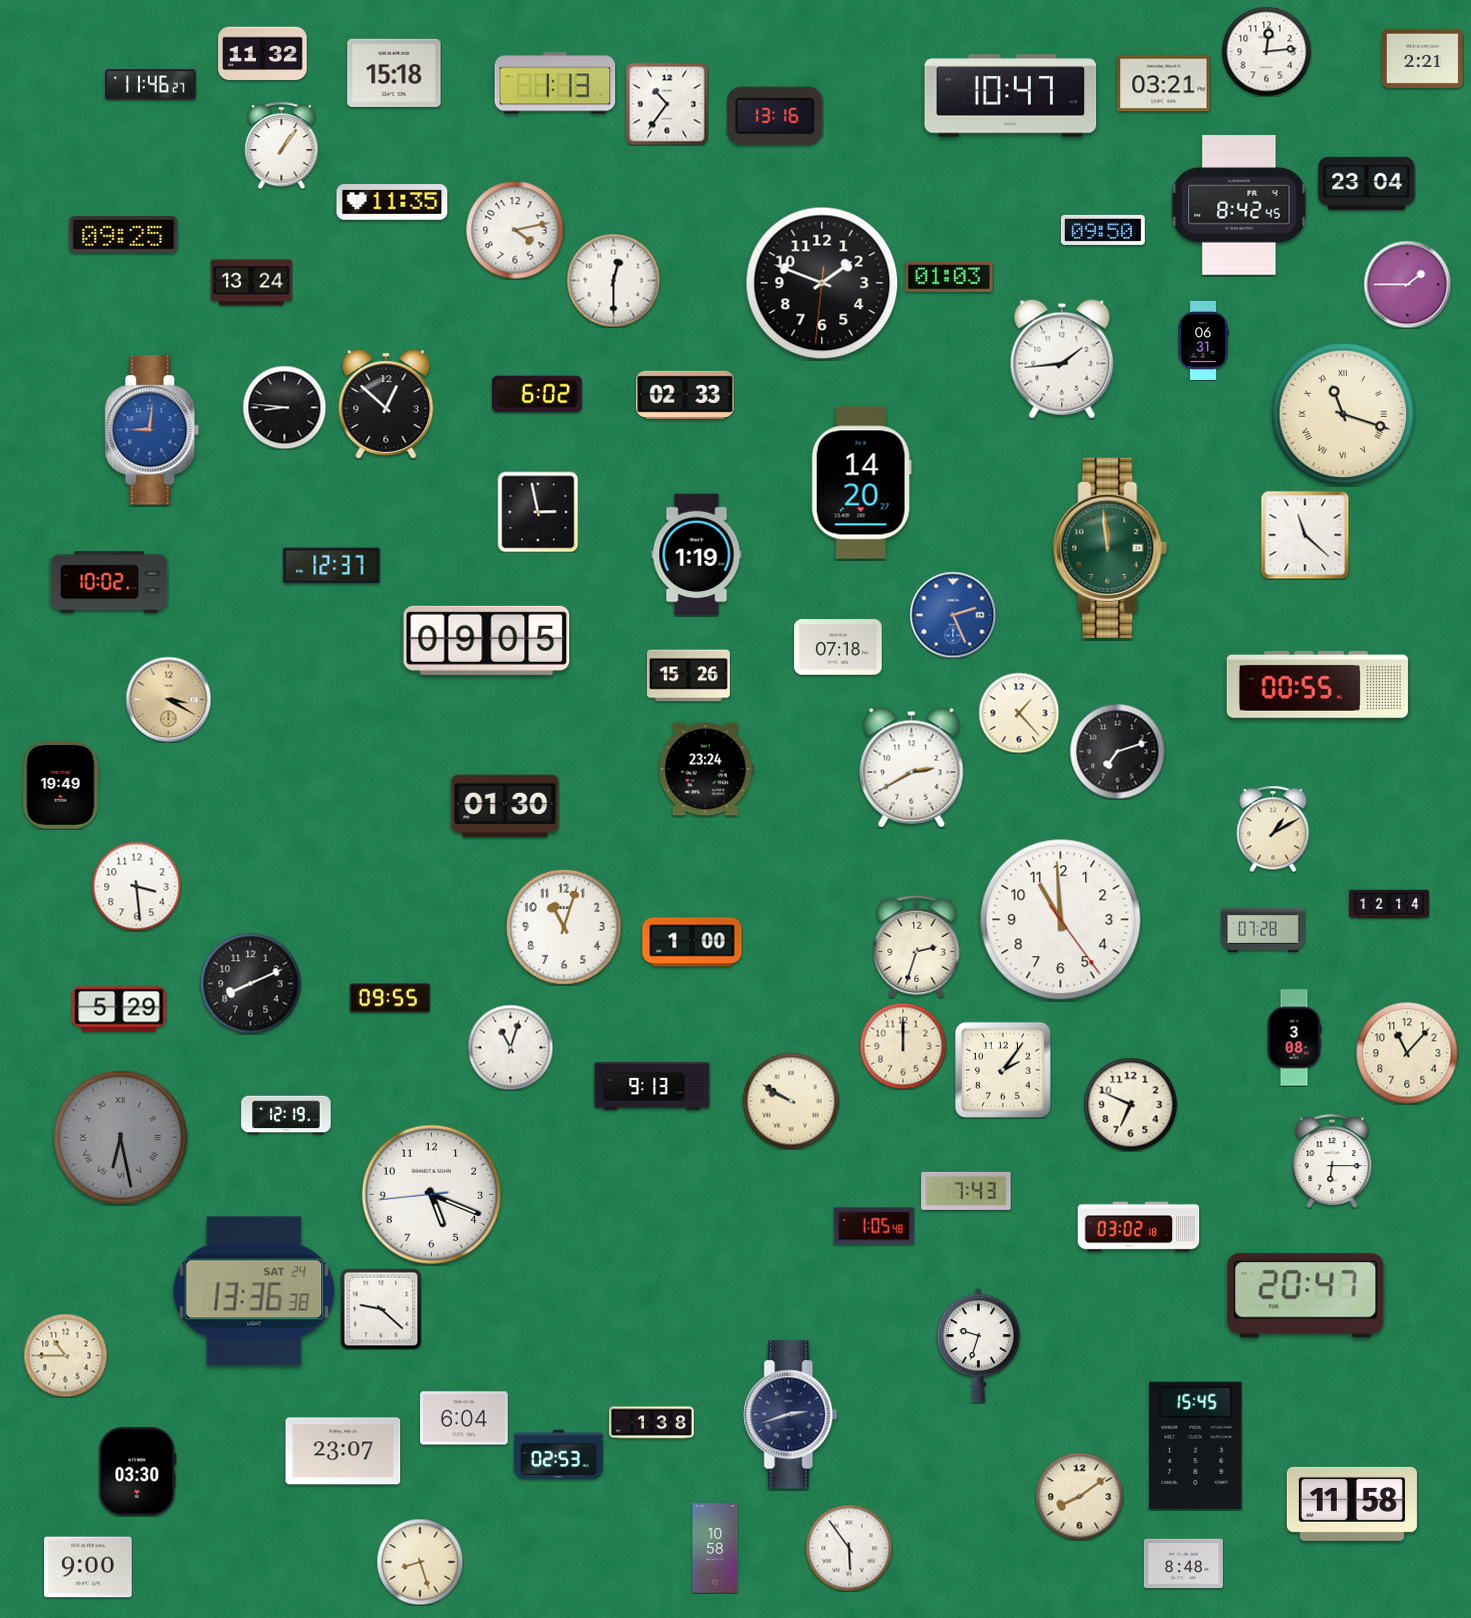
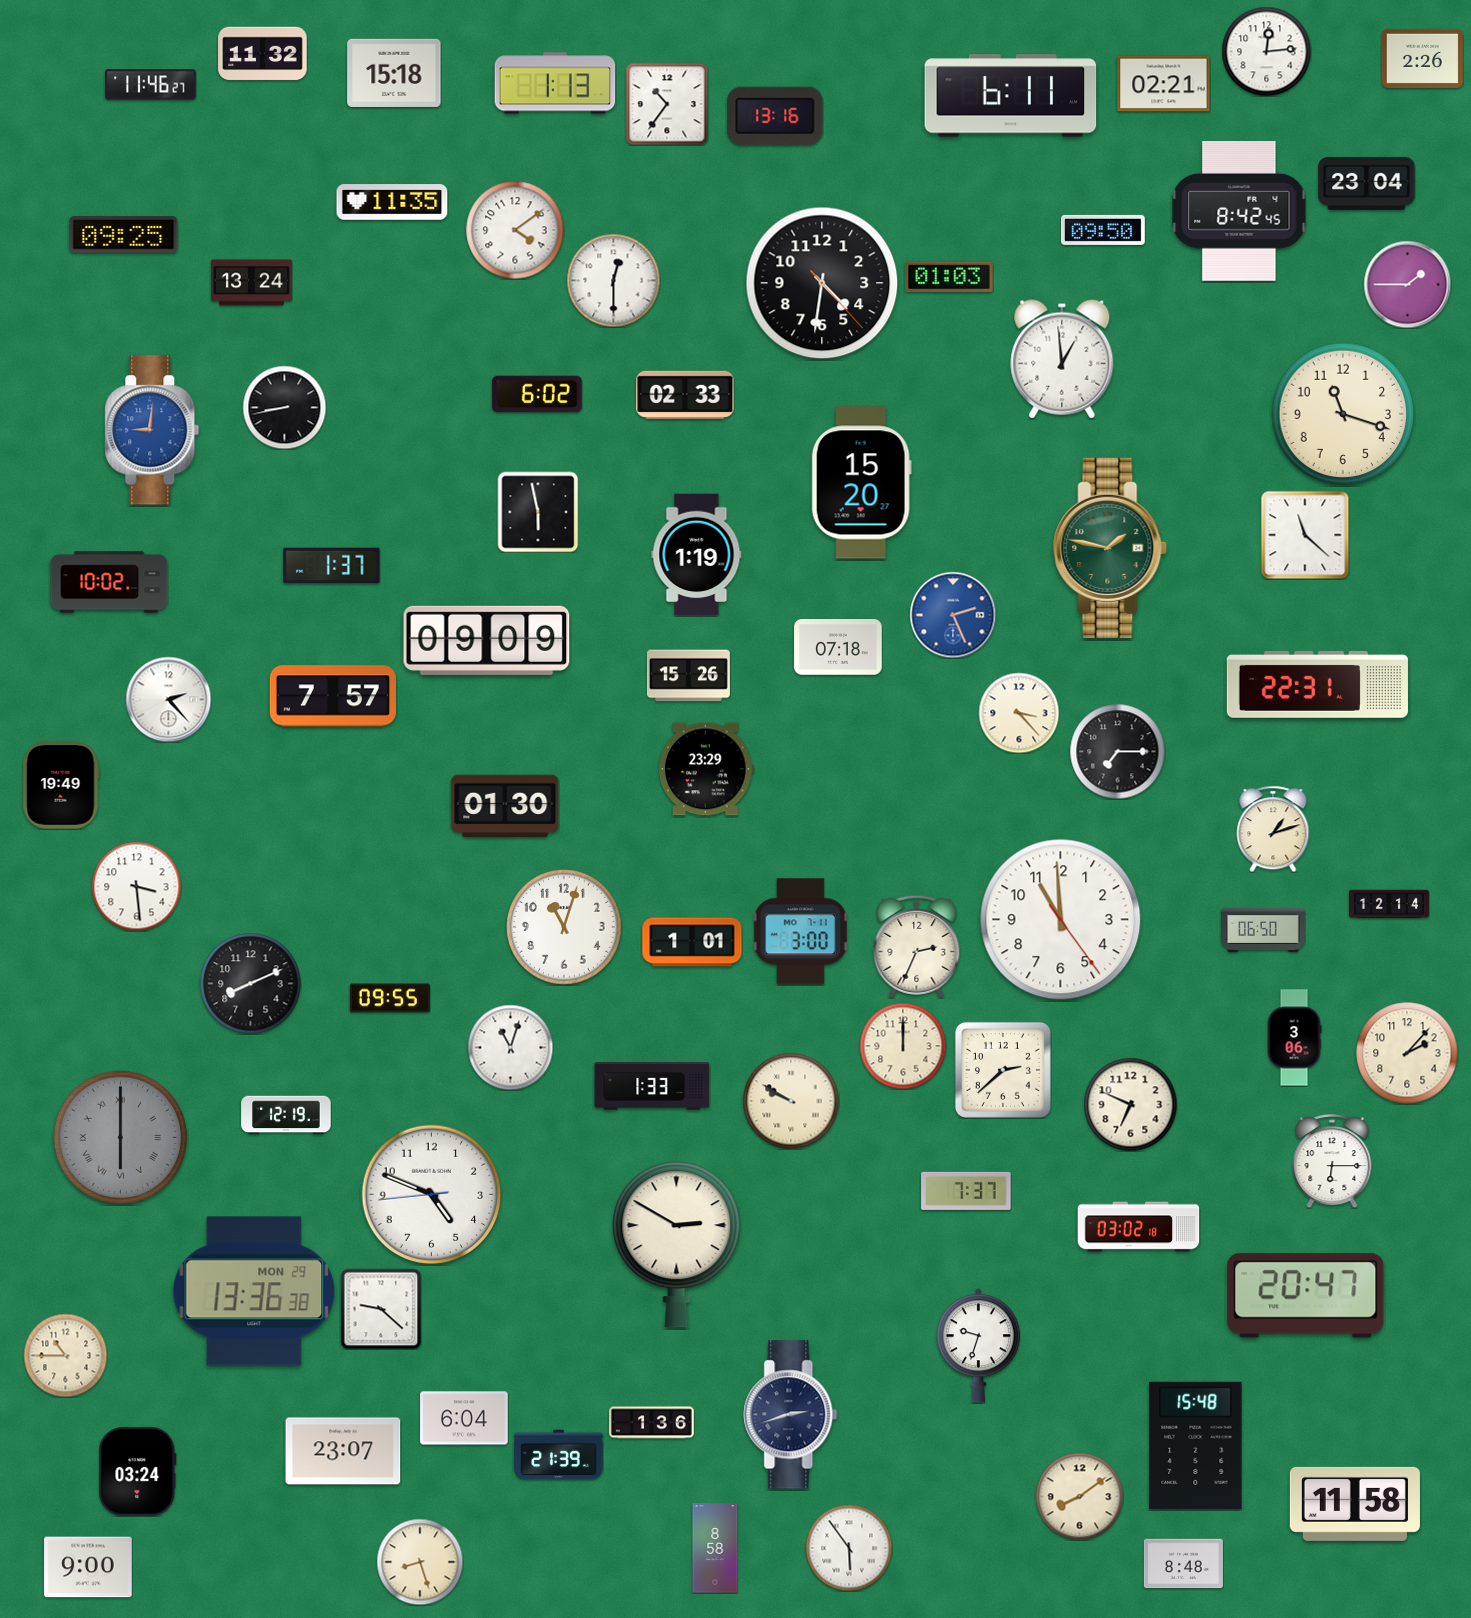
clock at (1422, 58): 2:21 -> 2:26
clock at (1164, 84): 03:21 -> 02:21
clock at (1011, 96): 10:47 -> 6:11
clock at (282, 145): 1:06 -> none
clock at (1239, 206) position: (1239, 206) -> (1239, 212)
clock at (515, 230): 4:13 -> 4:09
clock at (822, 283): 1:48 -> 4:31
clock at (1203, 340): 06:31 -> none
clock at (1062, 359): 1:44 -> 12:59
clock at (386, 404): 12:52 -> none
clock at (284, 407): 8:46 -> 8:43
clock at (1343, 414) numerals: Roman -> Arabic
clock at (861, 483): 14:20 -> 15:20
clock at (538, 512): 2:58 -> 5:58
clock at (1110, 548): 11:59 -> 1:47
clock at (332, 566): 12:37 -> 1:37
clock at (487, 640): 09:05 -> 09:09
clock at (1317, 684): 00:55 -> 22:31
clock at (333, 696): none -> 7:57
clock at (168, 699): 3:20 -> 2:23
clock at (168, 699) dial: champagne -> white
clock at (1019, 713): 1:23 -> 3:23
clock at (1117, 751): 7:12 -> 7:15
clock at (912, 768): 2:40 -> none
clock at (706, 769): 23:24 -> 23:29
clock at (1273, 829): 1:10 -> 1:12
clock at (1264, 929): 07:28 -> 06:50
clock at (800, 932): none -> 3:00
clock at (692, 942): 1:00 -> 1:01
clock at (917, 946): 2:33 -> 2:34
clock at (119, 1009): 5:29 -> none
clock at (1294, 1038): 3:08 -> 3:06
clock at (1407, 1053): 11:07 -> 2:07
clock at (1003, 1070): 2:06 -> 2:38
clock at (652, 1086): 9:13 -> 1:33
clock at (120, 1137): 6:28 -> 6:00
clock at (966, 1191): 7:43 -> 7:37
clock at (432, 1195): 5:18 -> 4:48
clock at (874, 1226): 1:05 -> none
clock at (677, 1245): none -> 2:50
clock at (254, 1291) date: SAT 24 -> MON 29
clock at (652, 1423): 1:38 -> 1:36
clock at (1196, 1445): 15:45 -> 15:48
clock at (559, 1455): 02:53 -> 21:39
clock at (138, 1472): 03:30 -> 03:24
clock at (1352, 1504) position: (1352, 1504) -> (1355, 1504)
clock at (715, 1548): 10:58 -> 8:58
